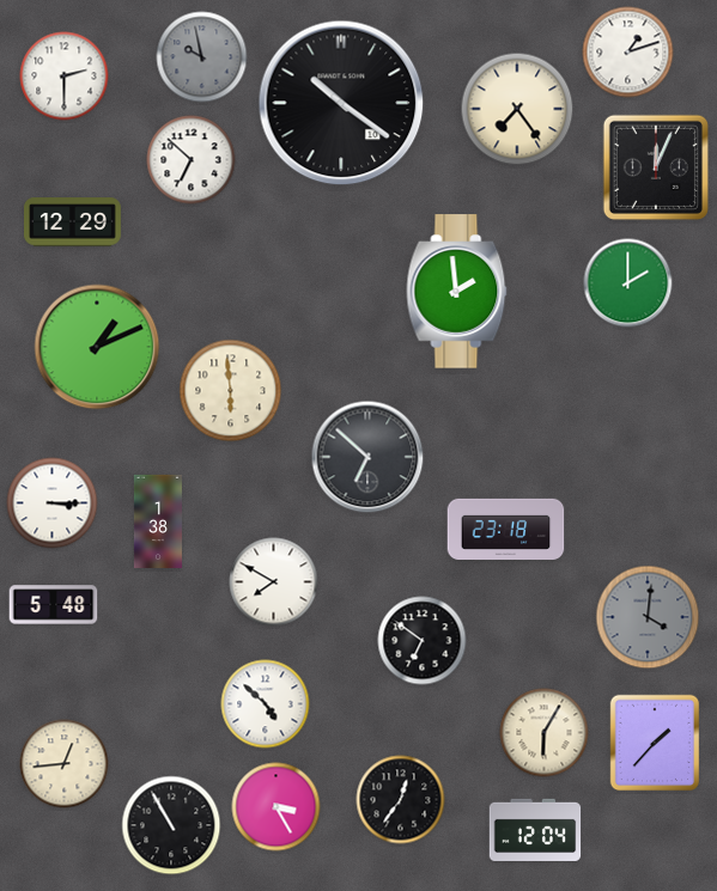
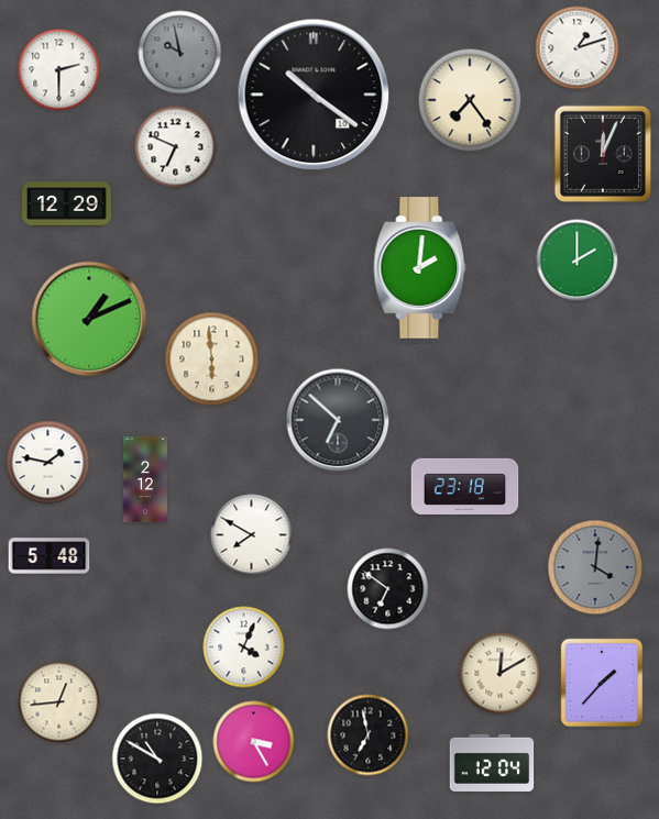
clock at (202, 57) position: (202, 57) -> (180, 53)
clock at (517, 109) position: (517, 109) -> (470, 100)
clock at (192, 160): 6:52 -> 6:49
clock at (457, 292): 1:59 -> 2:01
clock at (53, 504): 3:15 -> 1:47
clock at (158, 520): 1:38 -> 2:12
clock at (266, 704): 4:52 -> 4:04
clock at (545, 733): 6:05 -> 12:10
clock at (401, 800): 12:36 -> 6:58
clock at (171, 825): 10:55 -> 10:50
